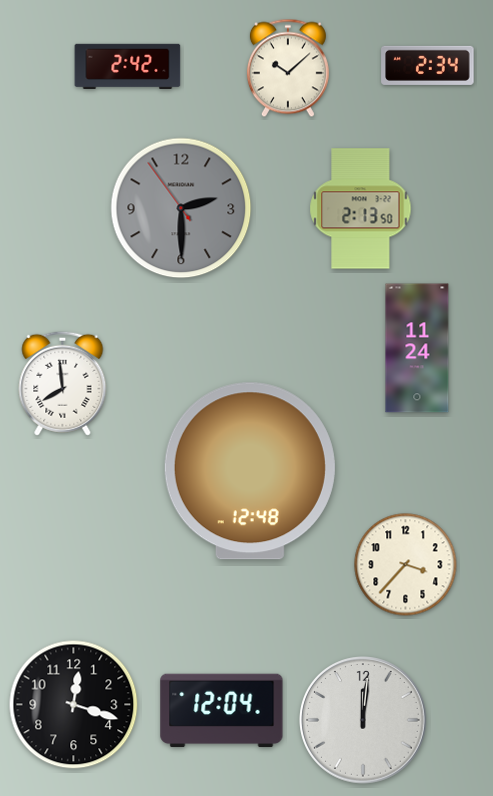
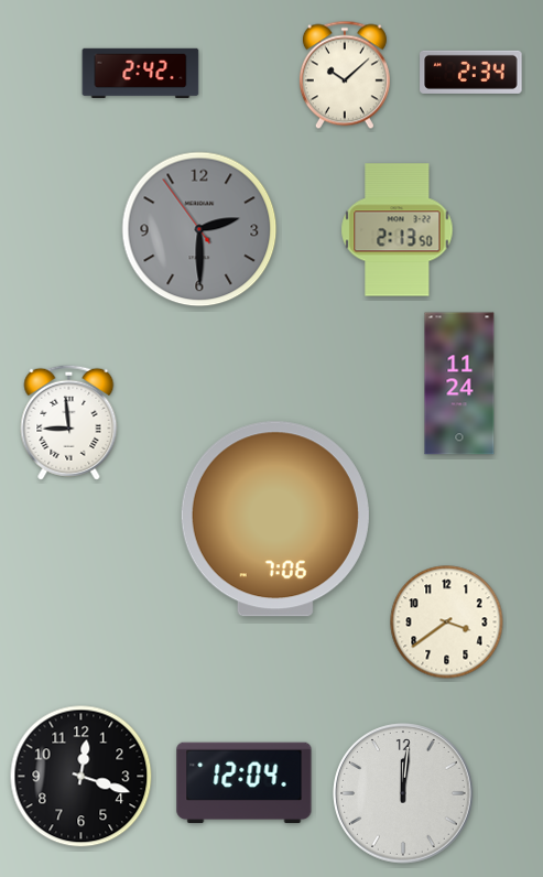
clock at (288, 68) position: (288, 68) -> (345, 75)
clock at (63, 383): 7:59 -> 8:59
clock at (250, 471): 12:48 -> 7:06
clock at (406, 565): 3:37 -> 3:39
clock at (363, 720) position: (363, 720) -> (403, 793)
